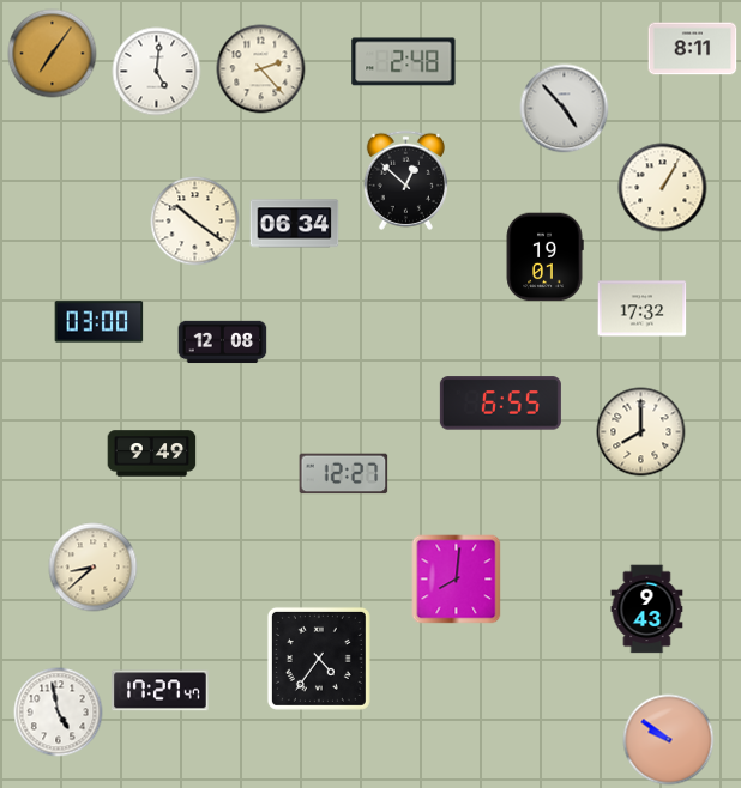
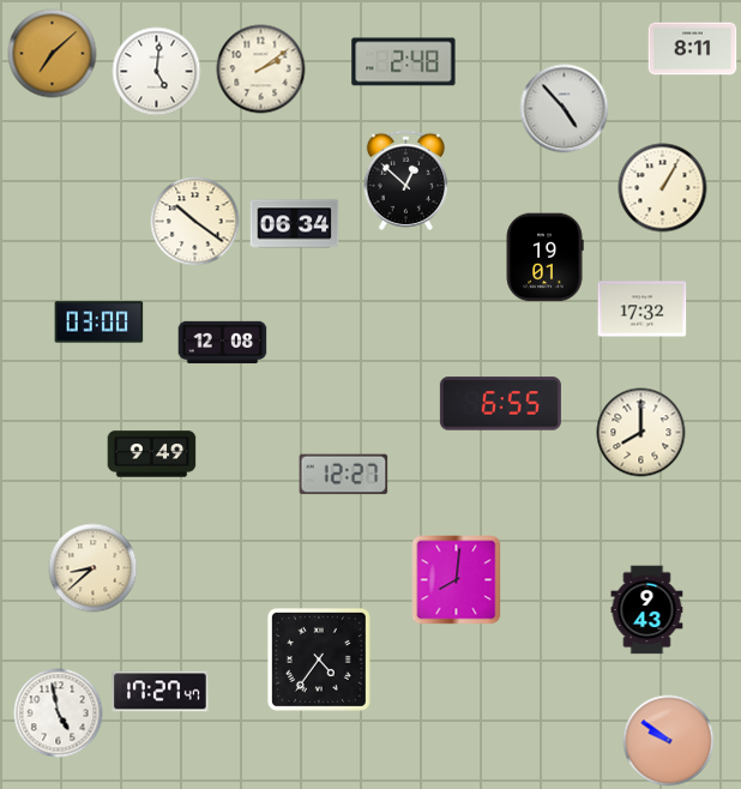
clock at (53, 54): 7:06 -> 7:08
clock at (261, 69): 2:23 -> 2:09
